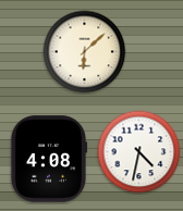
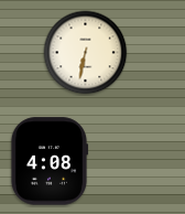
clock at (85, 52): 6:08 -> 6:32
clock at (139, 152): 4:32 -> none
